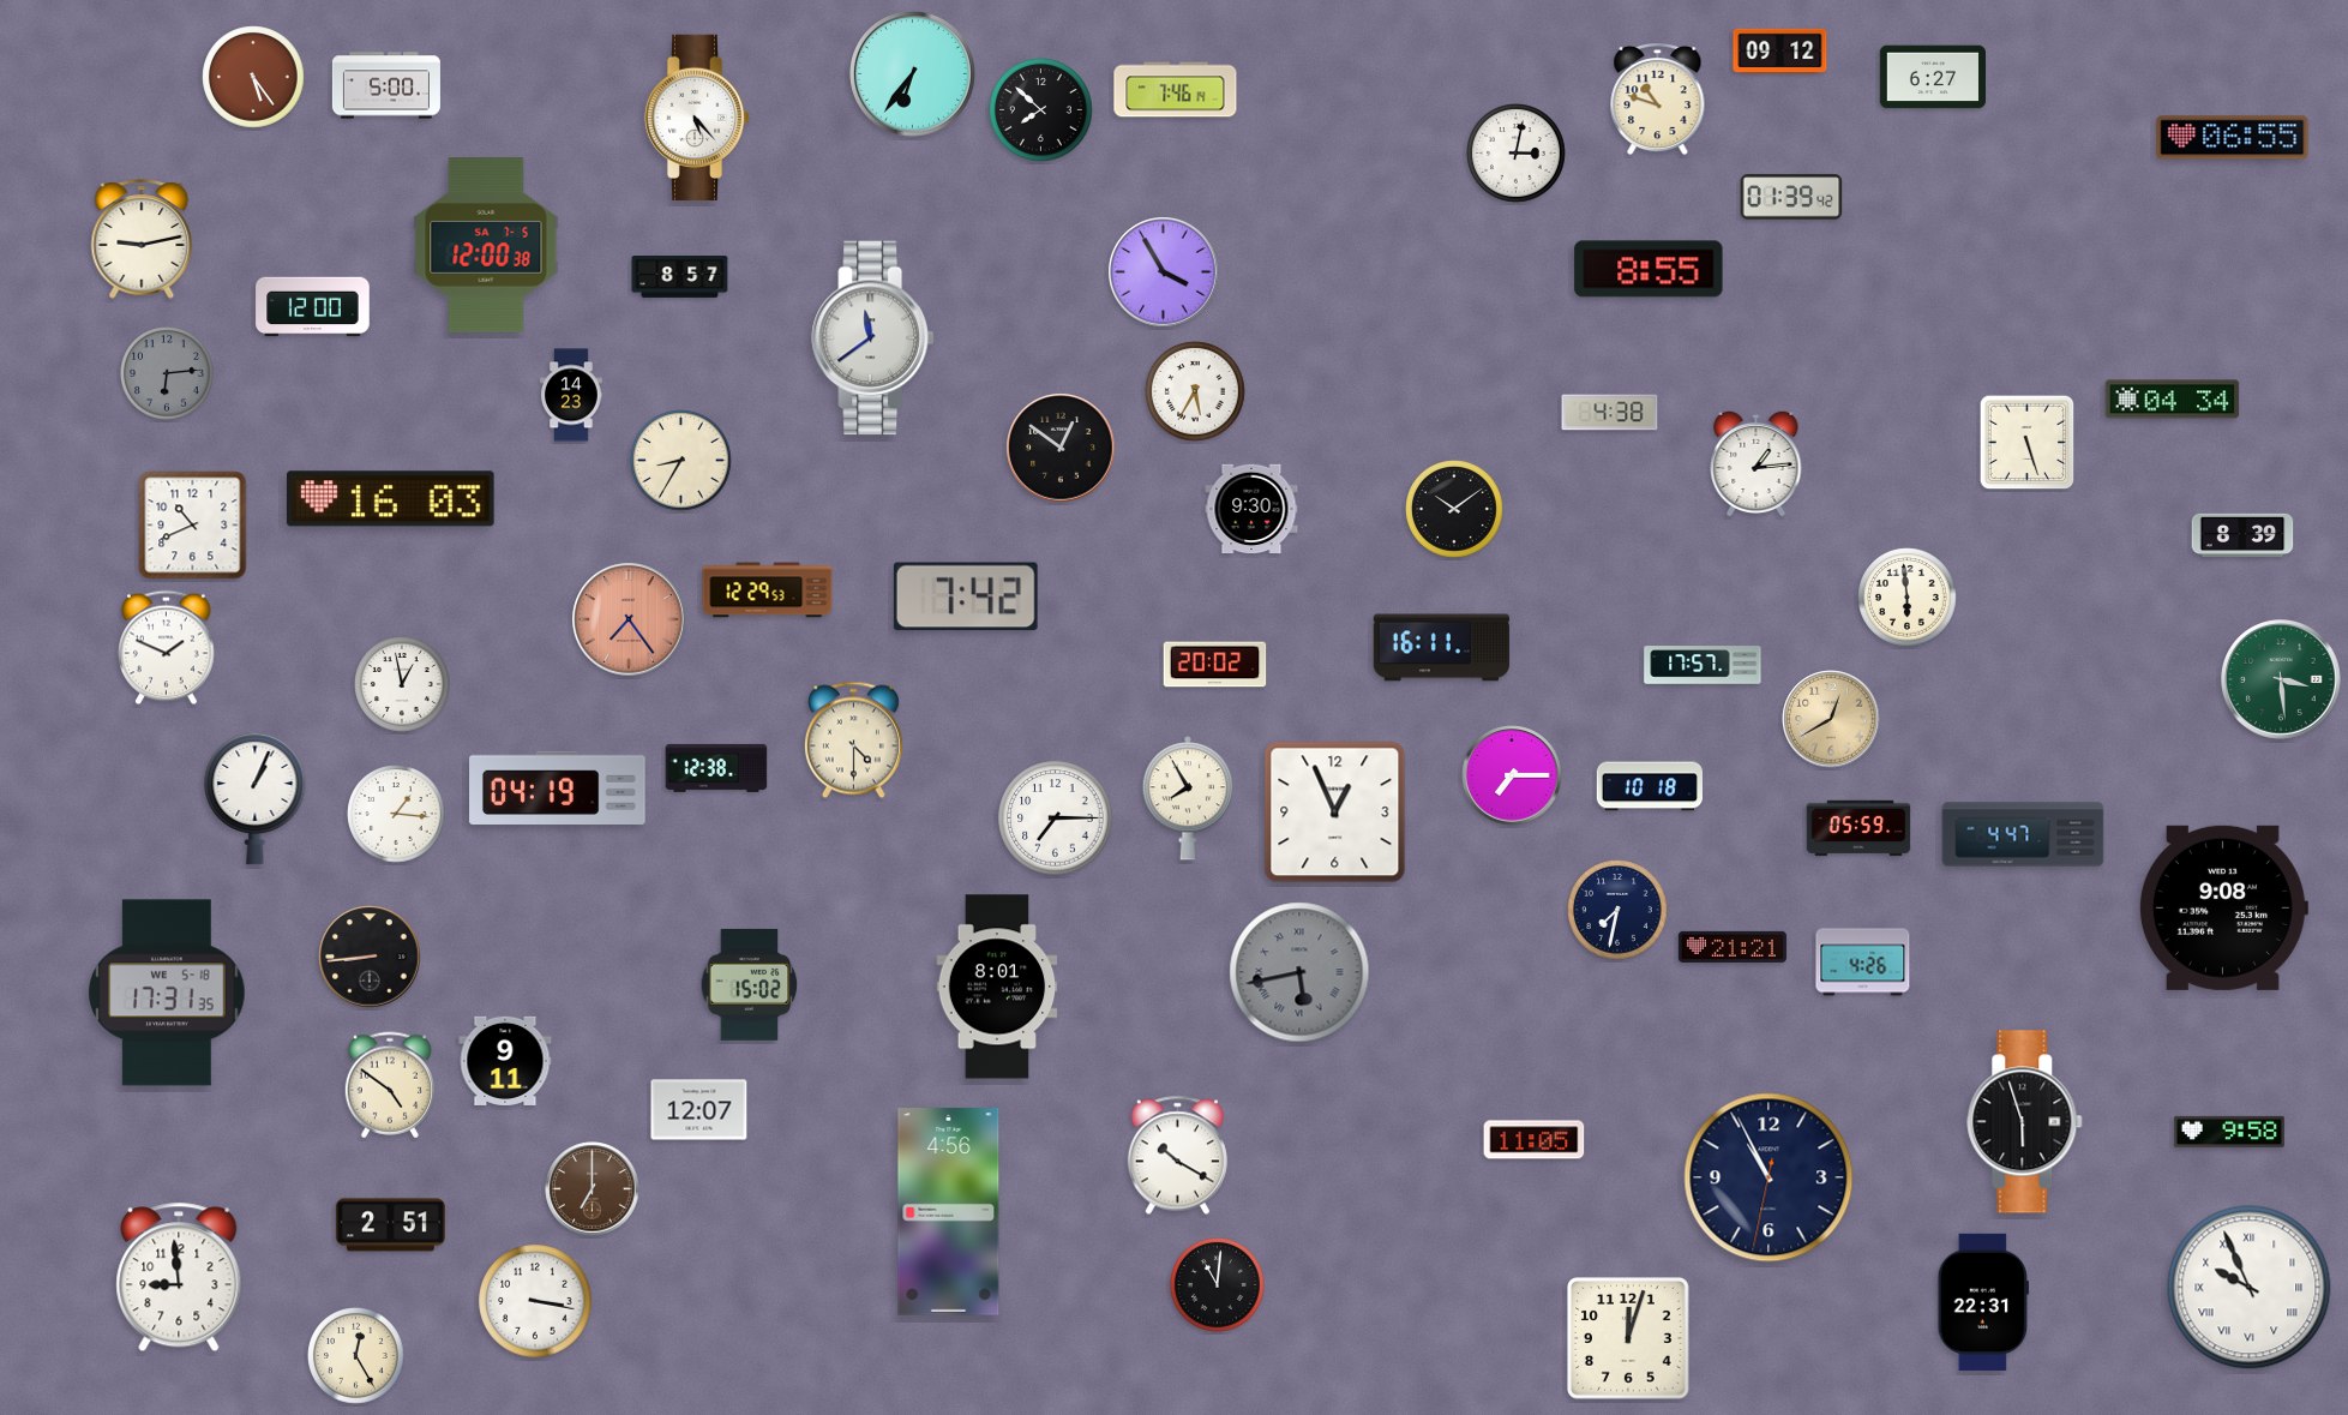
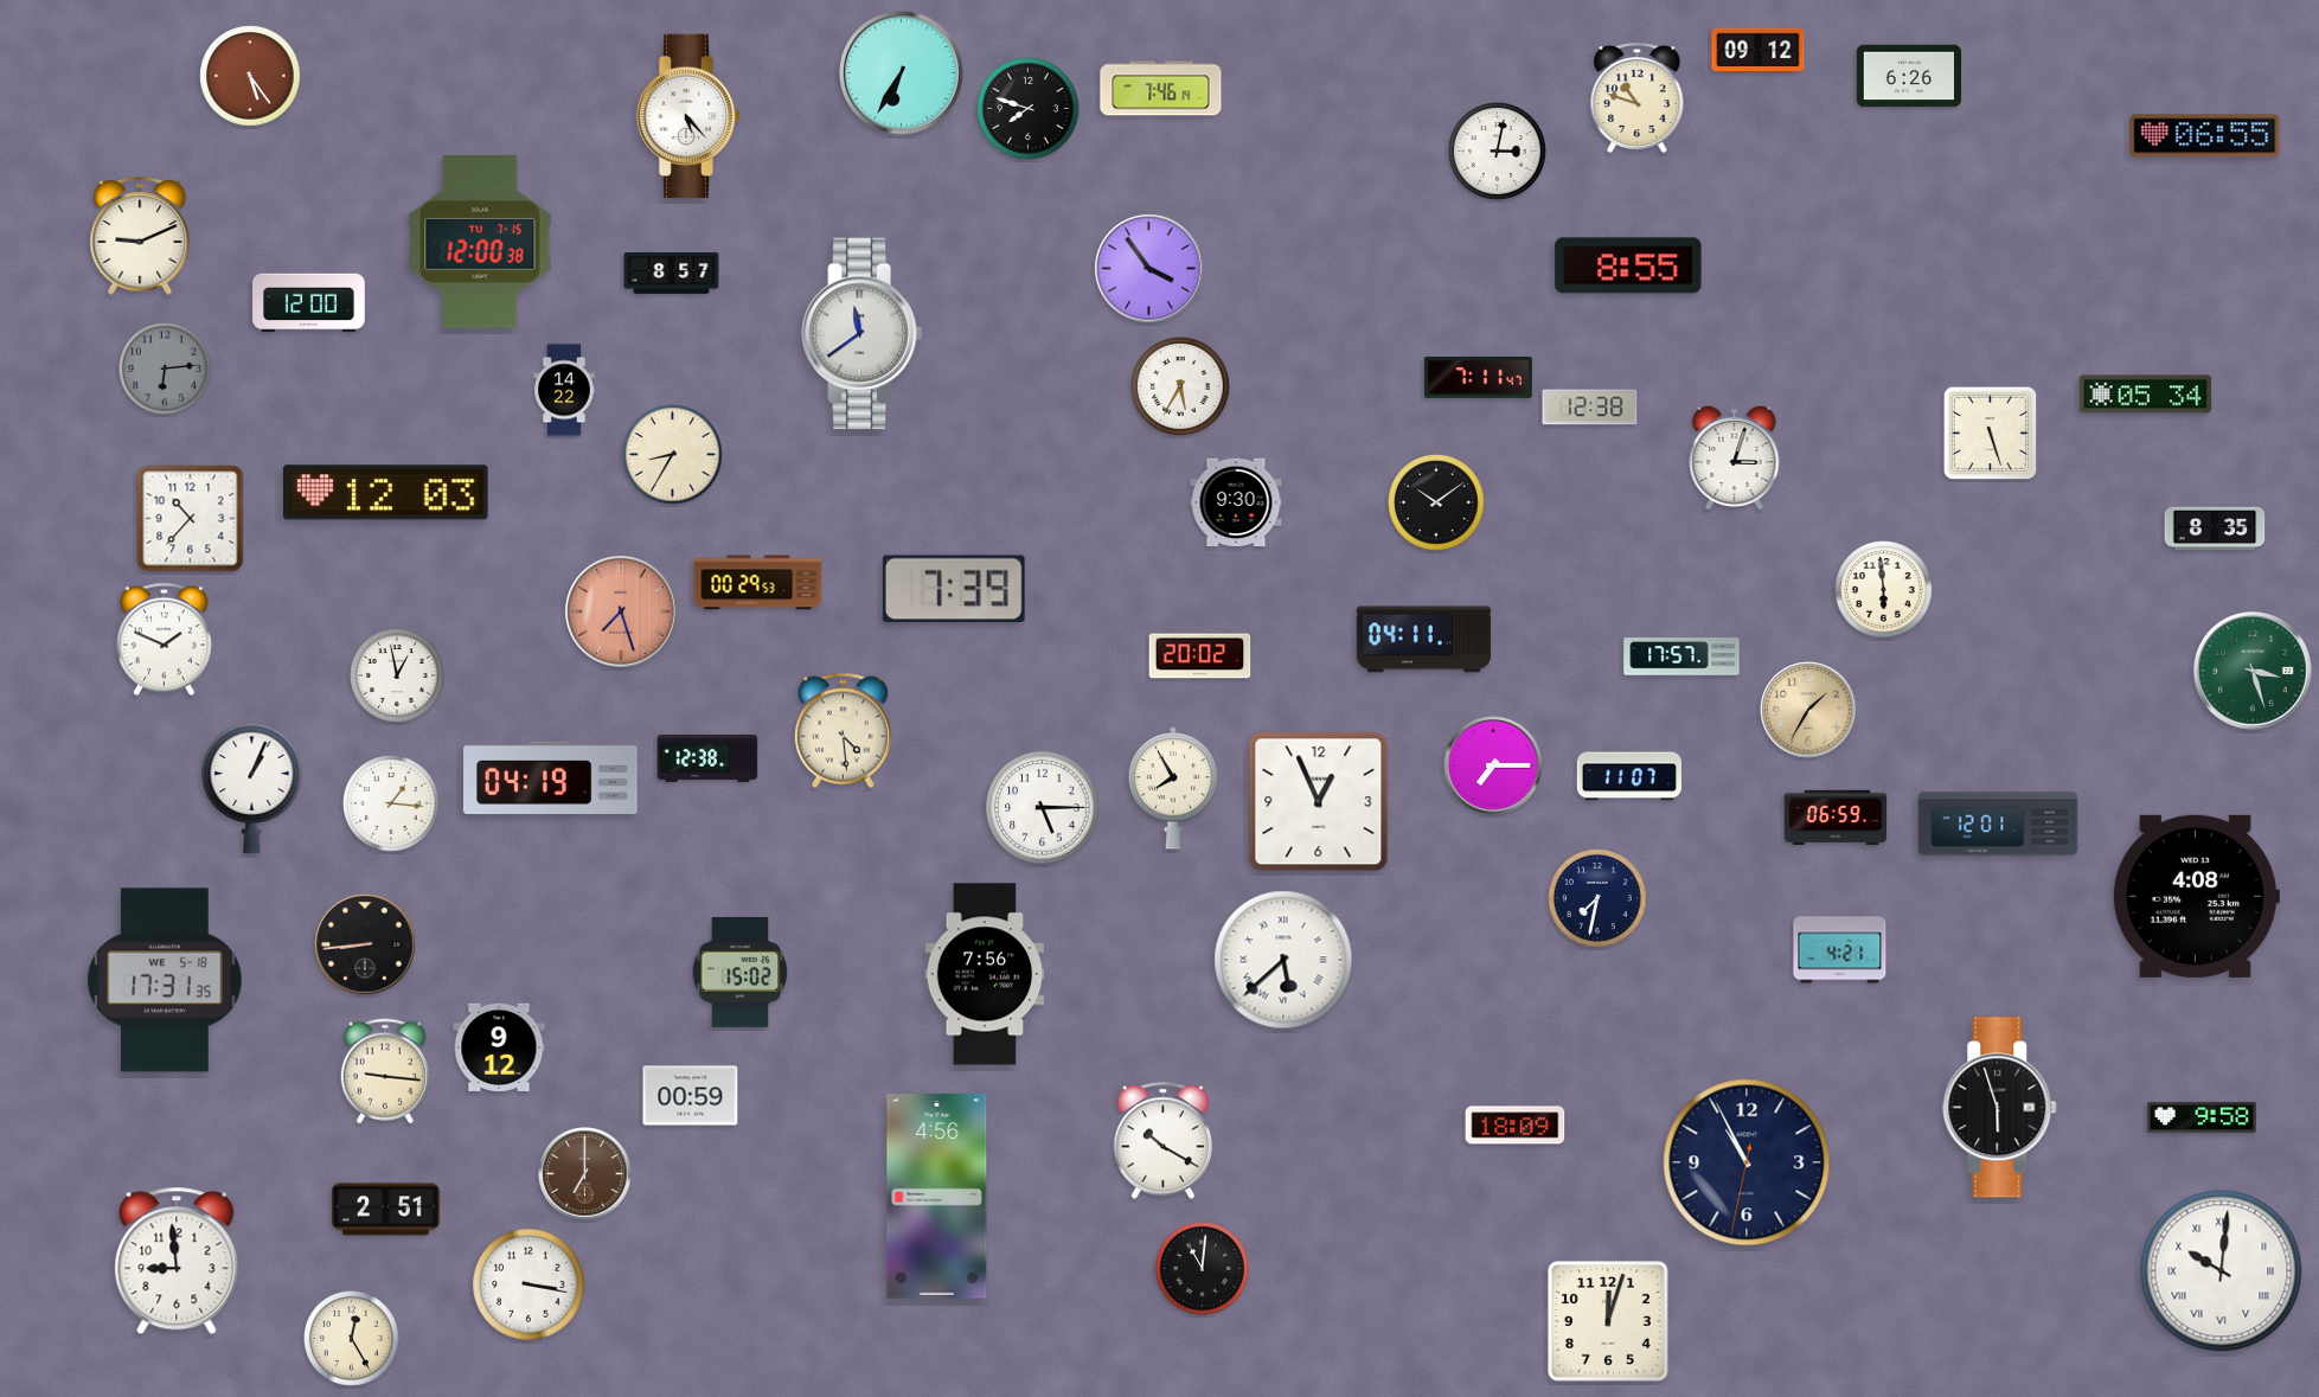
clock at (913, 74): 6:36 -> 6:35
clock at (1932, 77): 6:27 -> 6:26
clock at (386, 85): 5:00 -> none
clock at (1041, 110): 7:52 -> 7:48
clock at (1791, 197): 01:39 -> none
clock at (142, 239): 9:13 -> 9:11
clock at (486, 246) date: SA 7-5 -> TU 7-15
clock at (1164, 272): 3:55 -> 3:54
clock at (1478, 378): none -> 7:11
clock at (571, 395): 14:23 -> 14:22
clock at (2173, 400): 04:34 -> 05:34
clock at (1610, 413): 4:38 -> 12:38
clock at (2028, 443) position: (2028, 443) -> (1991, 434)
clock at (1061, 448): 12:51 -> none
clock at (1757, 463): 1:14 -> 3:03
clock at (390, 499): 16:03 -> 12:03
clock at (193, 526): 10:41 -> 10:37
clock at (2242, 535): 8:39 -> 8:35
clock at (768, 590): 12:29 -> 00:29
clock at (966, 596): 7:42 -> 7:39
clock at (629, 619): 7:24 -> 7:27
clock at (1442, 648): 16:11 -> 04:11
clock at (2281, 679): 3:29 -> 3:27
clock at (1831, 719): 12:40 -> 1:35
clock at (853, 741): 4:30 -> 4:29
clock at (1649, 786): 10:18 -> 11:07
clock at (1056, 819): 7:15 -> 5:15
clock at (1858, 828): 05:59 -> 06:59
clock at (2023, 834): 4:47 -> 12:01
clock at (2223, 907): 9:08 -> 4:08
clock at (1733, 947): 21:21 -> none
clock at (1863, 963): 4:26 -> 4:21
clock at (1299, 972): 5:43 -> 5:38
clock at (1299, 972) dial: grey -> white
clock at (997, 987): 8:01 -> 7:56
clock at (505, 1061): 9:11 -> 9:12
clock at (389, 1085): 4:51 -> 9:16
clock at (699, 1110): 12:07 -> 00:59
clock at (1535, 1140): 11:05 -> 18:09
clock at (2250, 1288): 9:56 -> 10:01
clock at (1982, 1302): 22:31 -> none
